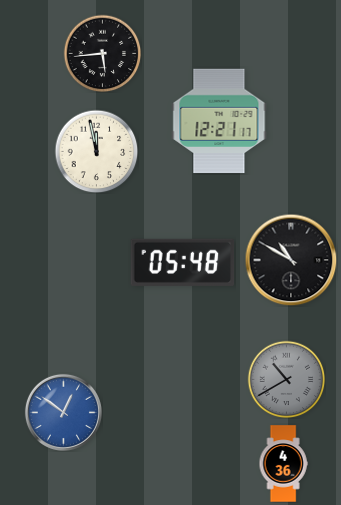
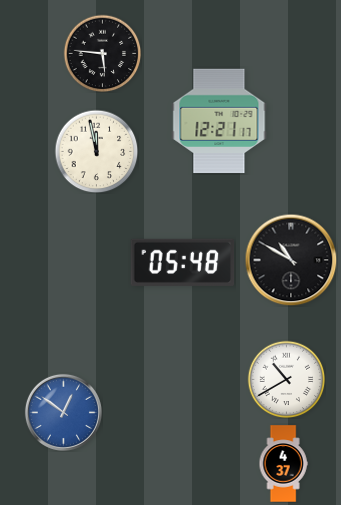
clock at (102, 53): 5:44 -> 5:46
clock at (286, 379) dial: grey -> white
clock at (283, 464): 4:36 -> 4:37
